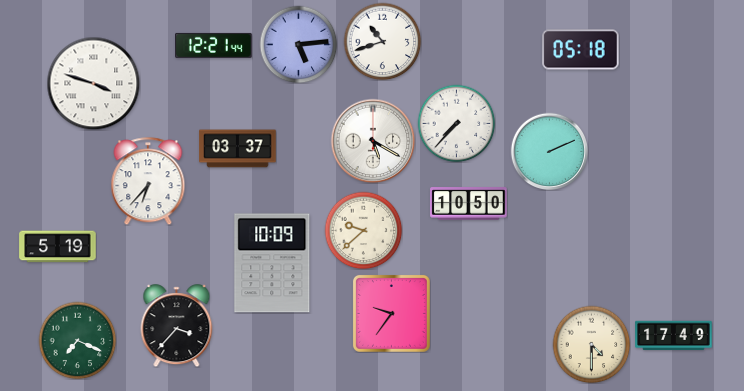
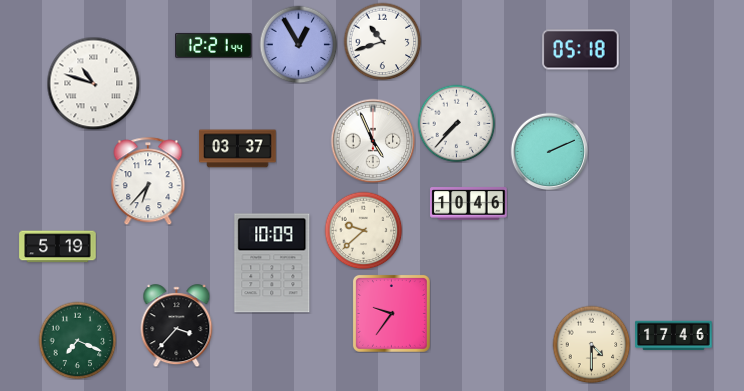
clock at (298, 44): 5:14 -> 12:55
clock at (93, 83): 3:48 -> 10:48
clock at (373, 141): 5:20 -> 4:56
clock at (469, 204): 10:50 -> 10:46
clock at (674, 336): 17:49 -> 17:46
